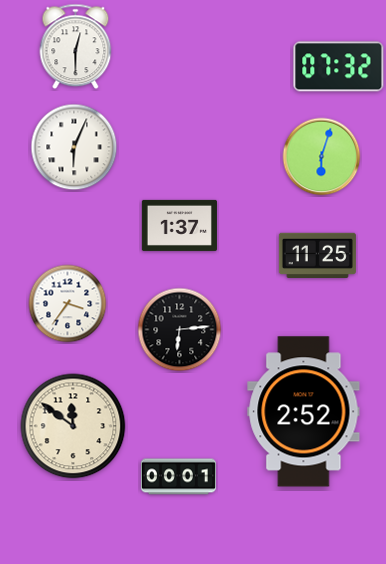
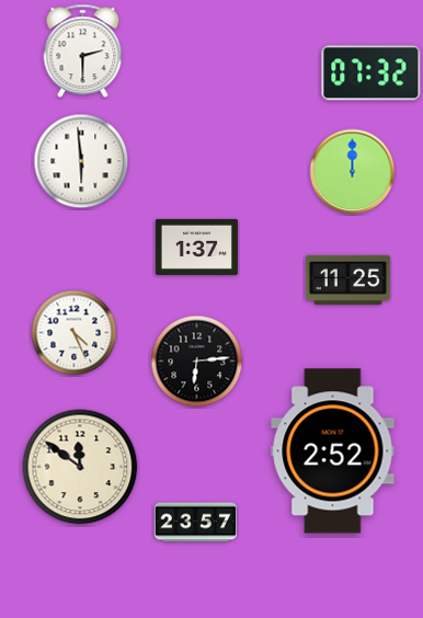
clock at (76, 47): 12:30 -> 2:30
clock at (74, 147): 6:04 -> 5:59
clock at (322, 157): 6:03 -> 12:00
clock at (68, 304): 3:36 -> 4:26
clock at (178, 477): 00:01 -> 23:57
